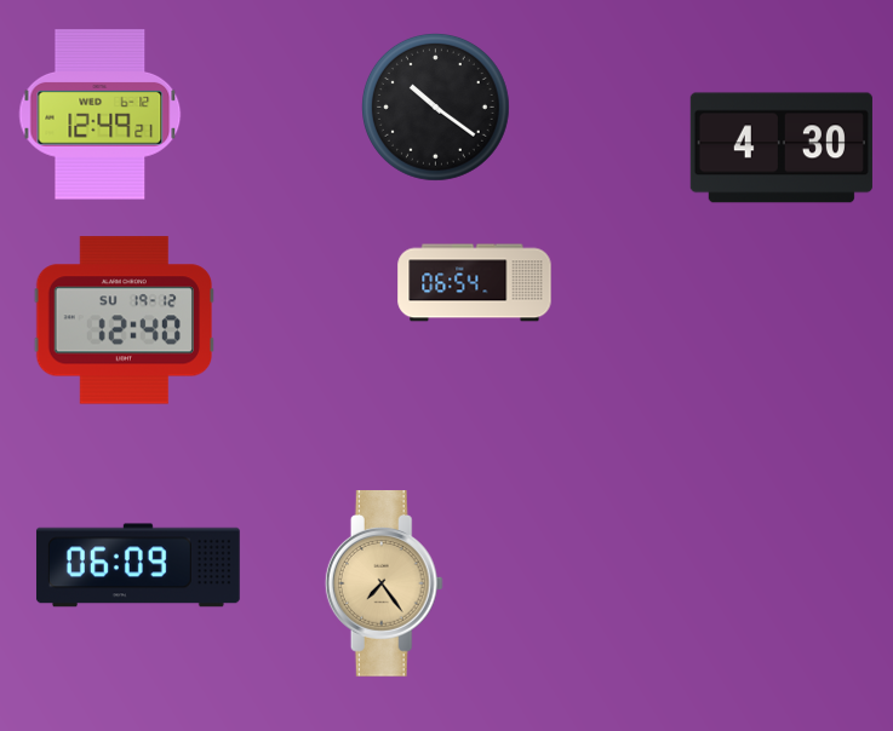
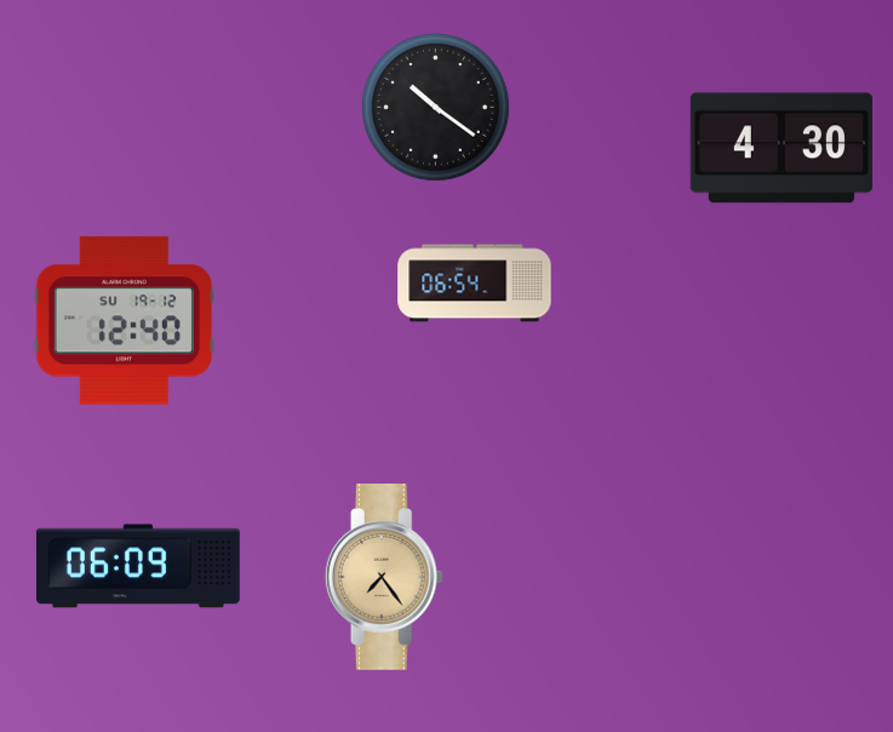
clock at (101, 115): 12:49 -> none
clock at (384, 585) position: (384, 585) -> (384, 578)
